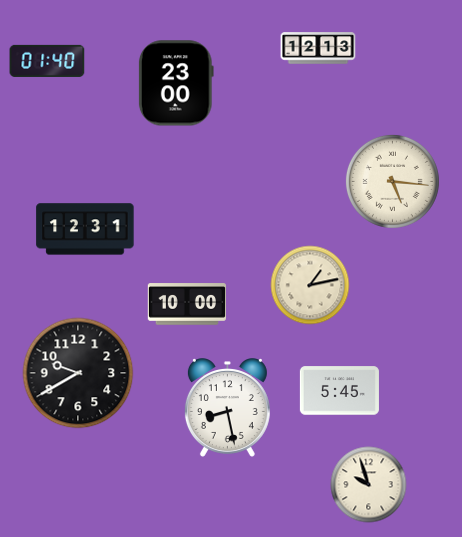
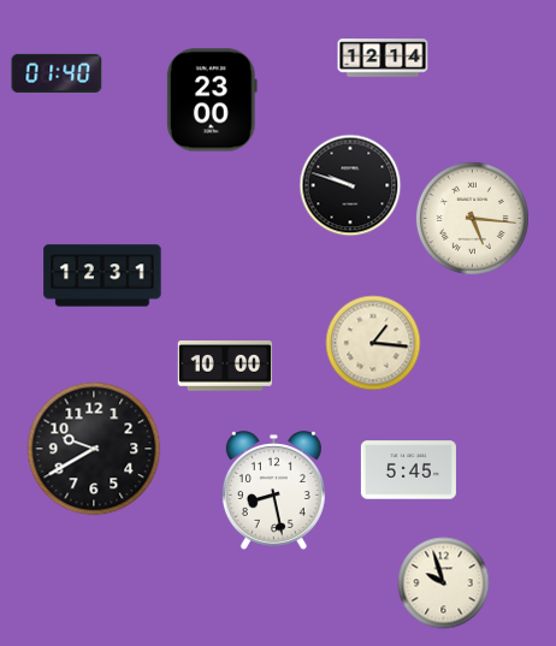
clock at (318, 48): 12:13 -> 12:14
clock at (350, 185): none -> 9:48
clock at (310, 285): 1:13 -> 1:16
